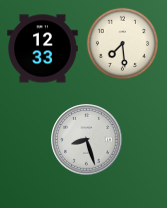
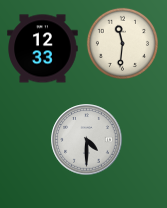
clock at (122, 43): 7:29 -> 11:31
clock at (87, 140): 8:27 -> 4:30
